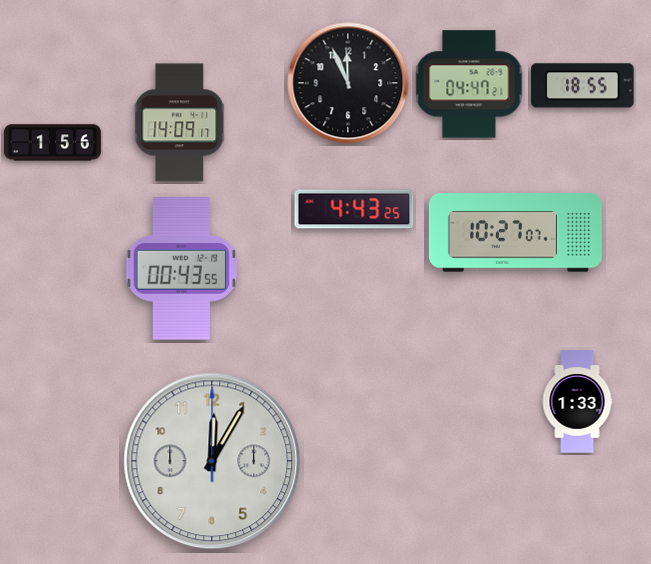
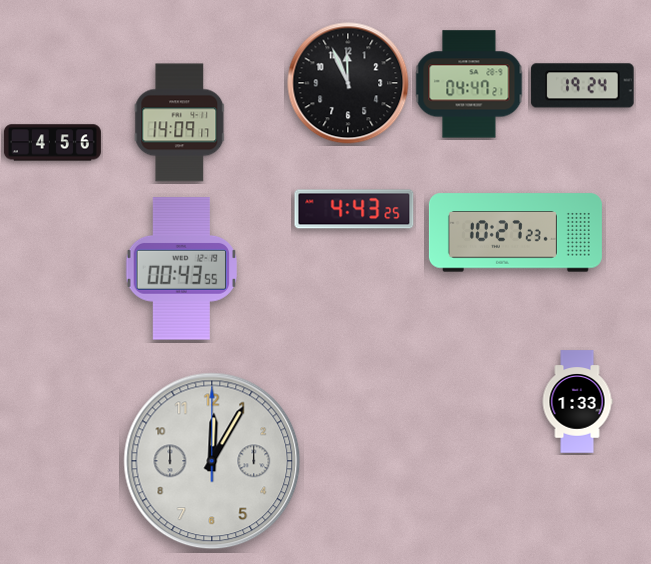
clock at (583, 86): 18:55 -> 19:24
clock at (52, 143): 1:56 -> 4:56
clock at (515, 233): 10:27:07 -> 10:27:23
